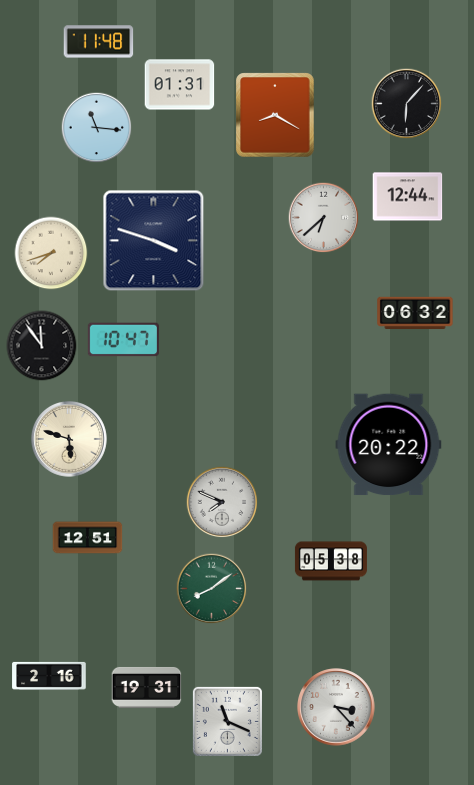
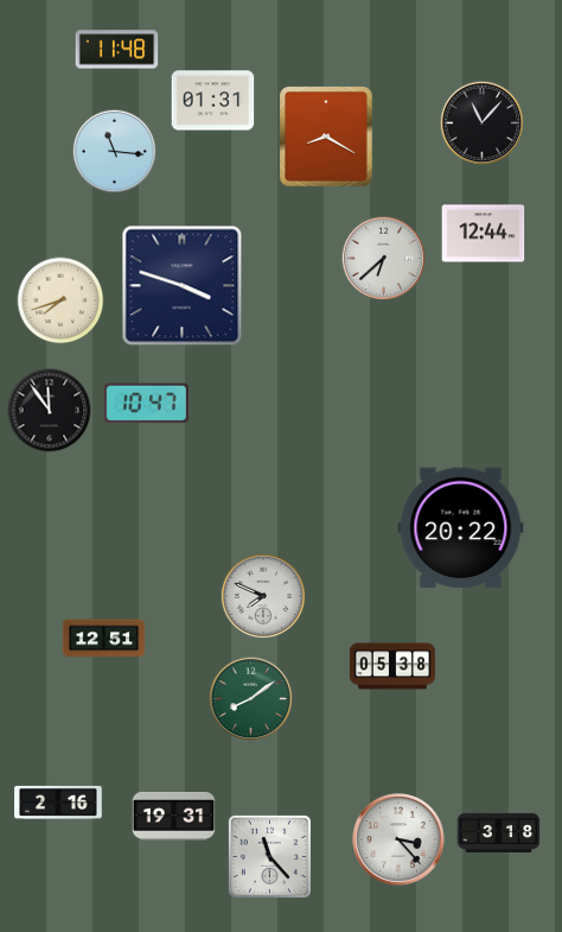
clock at (407, 104): 6:07 -> 11:07
clock at (415, 313): 06:32 -> none
clock at (70, 440): 5:48 -> none
clock at (499, 832): none -> 3:18
clock at (227, 721): 11:19 -> 11:23
